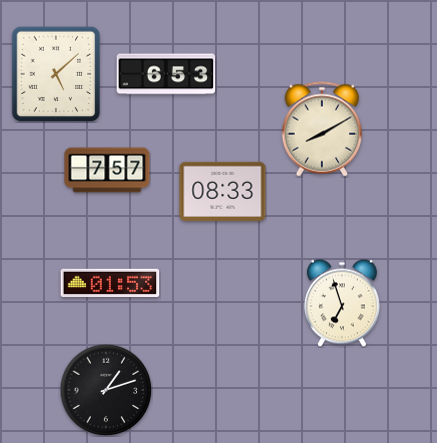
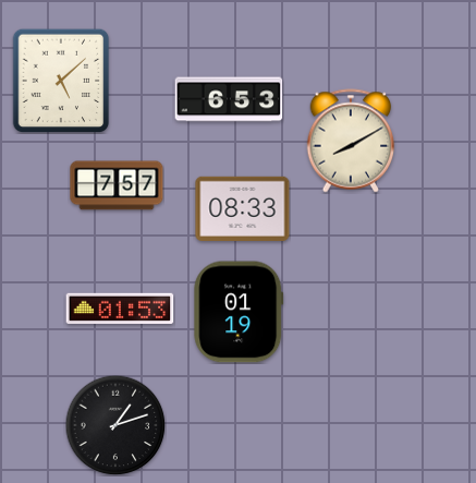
clock at (166, 74) position: (166, 74) -> (229, 99)
clock at (239, 312): none -> 01:19
clock at (342, 303): 6:57 -> none
